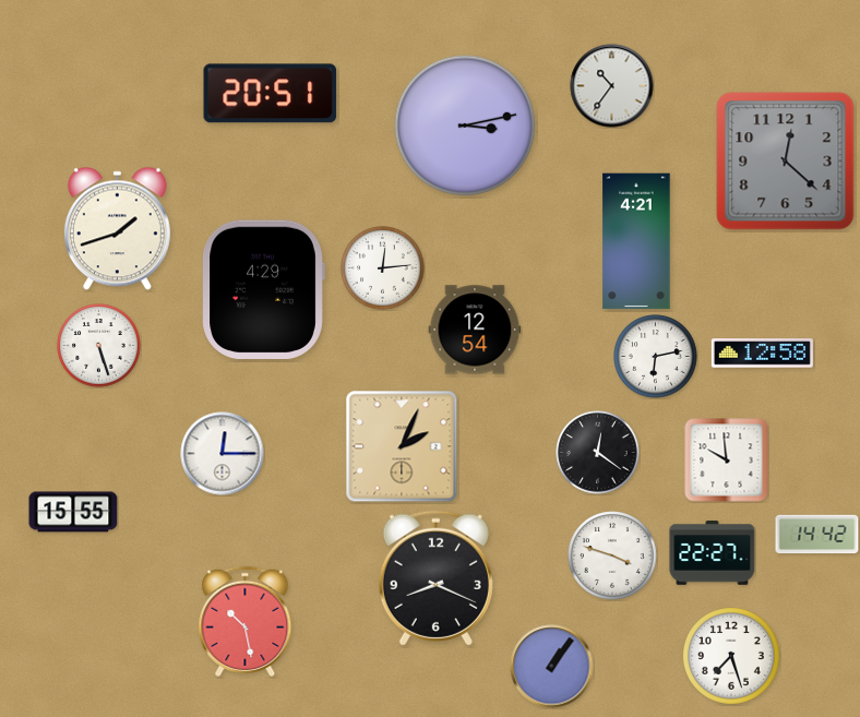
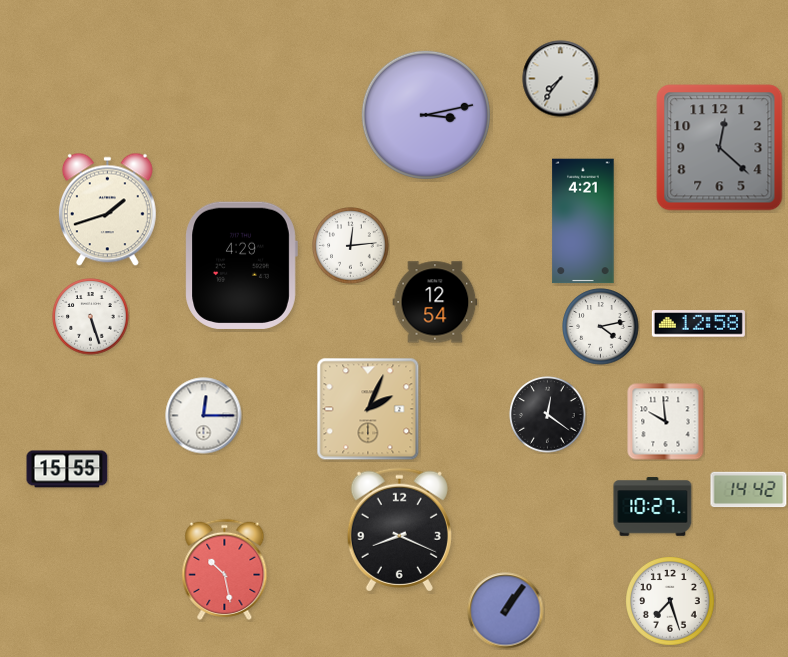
clock at (612, 86): 10:36 -> 7:36
clock at (271, 94): 20:51 -> none
clock at (656, 357): 6:13 -> 4:13
clock at (713, 553): 22:27 -> 10:27
clock at (612, 555): 3:48 -> none
